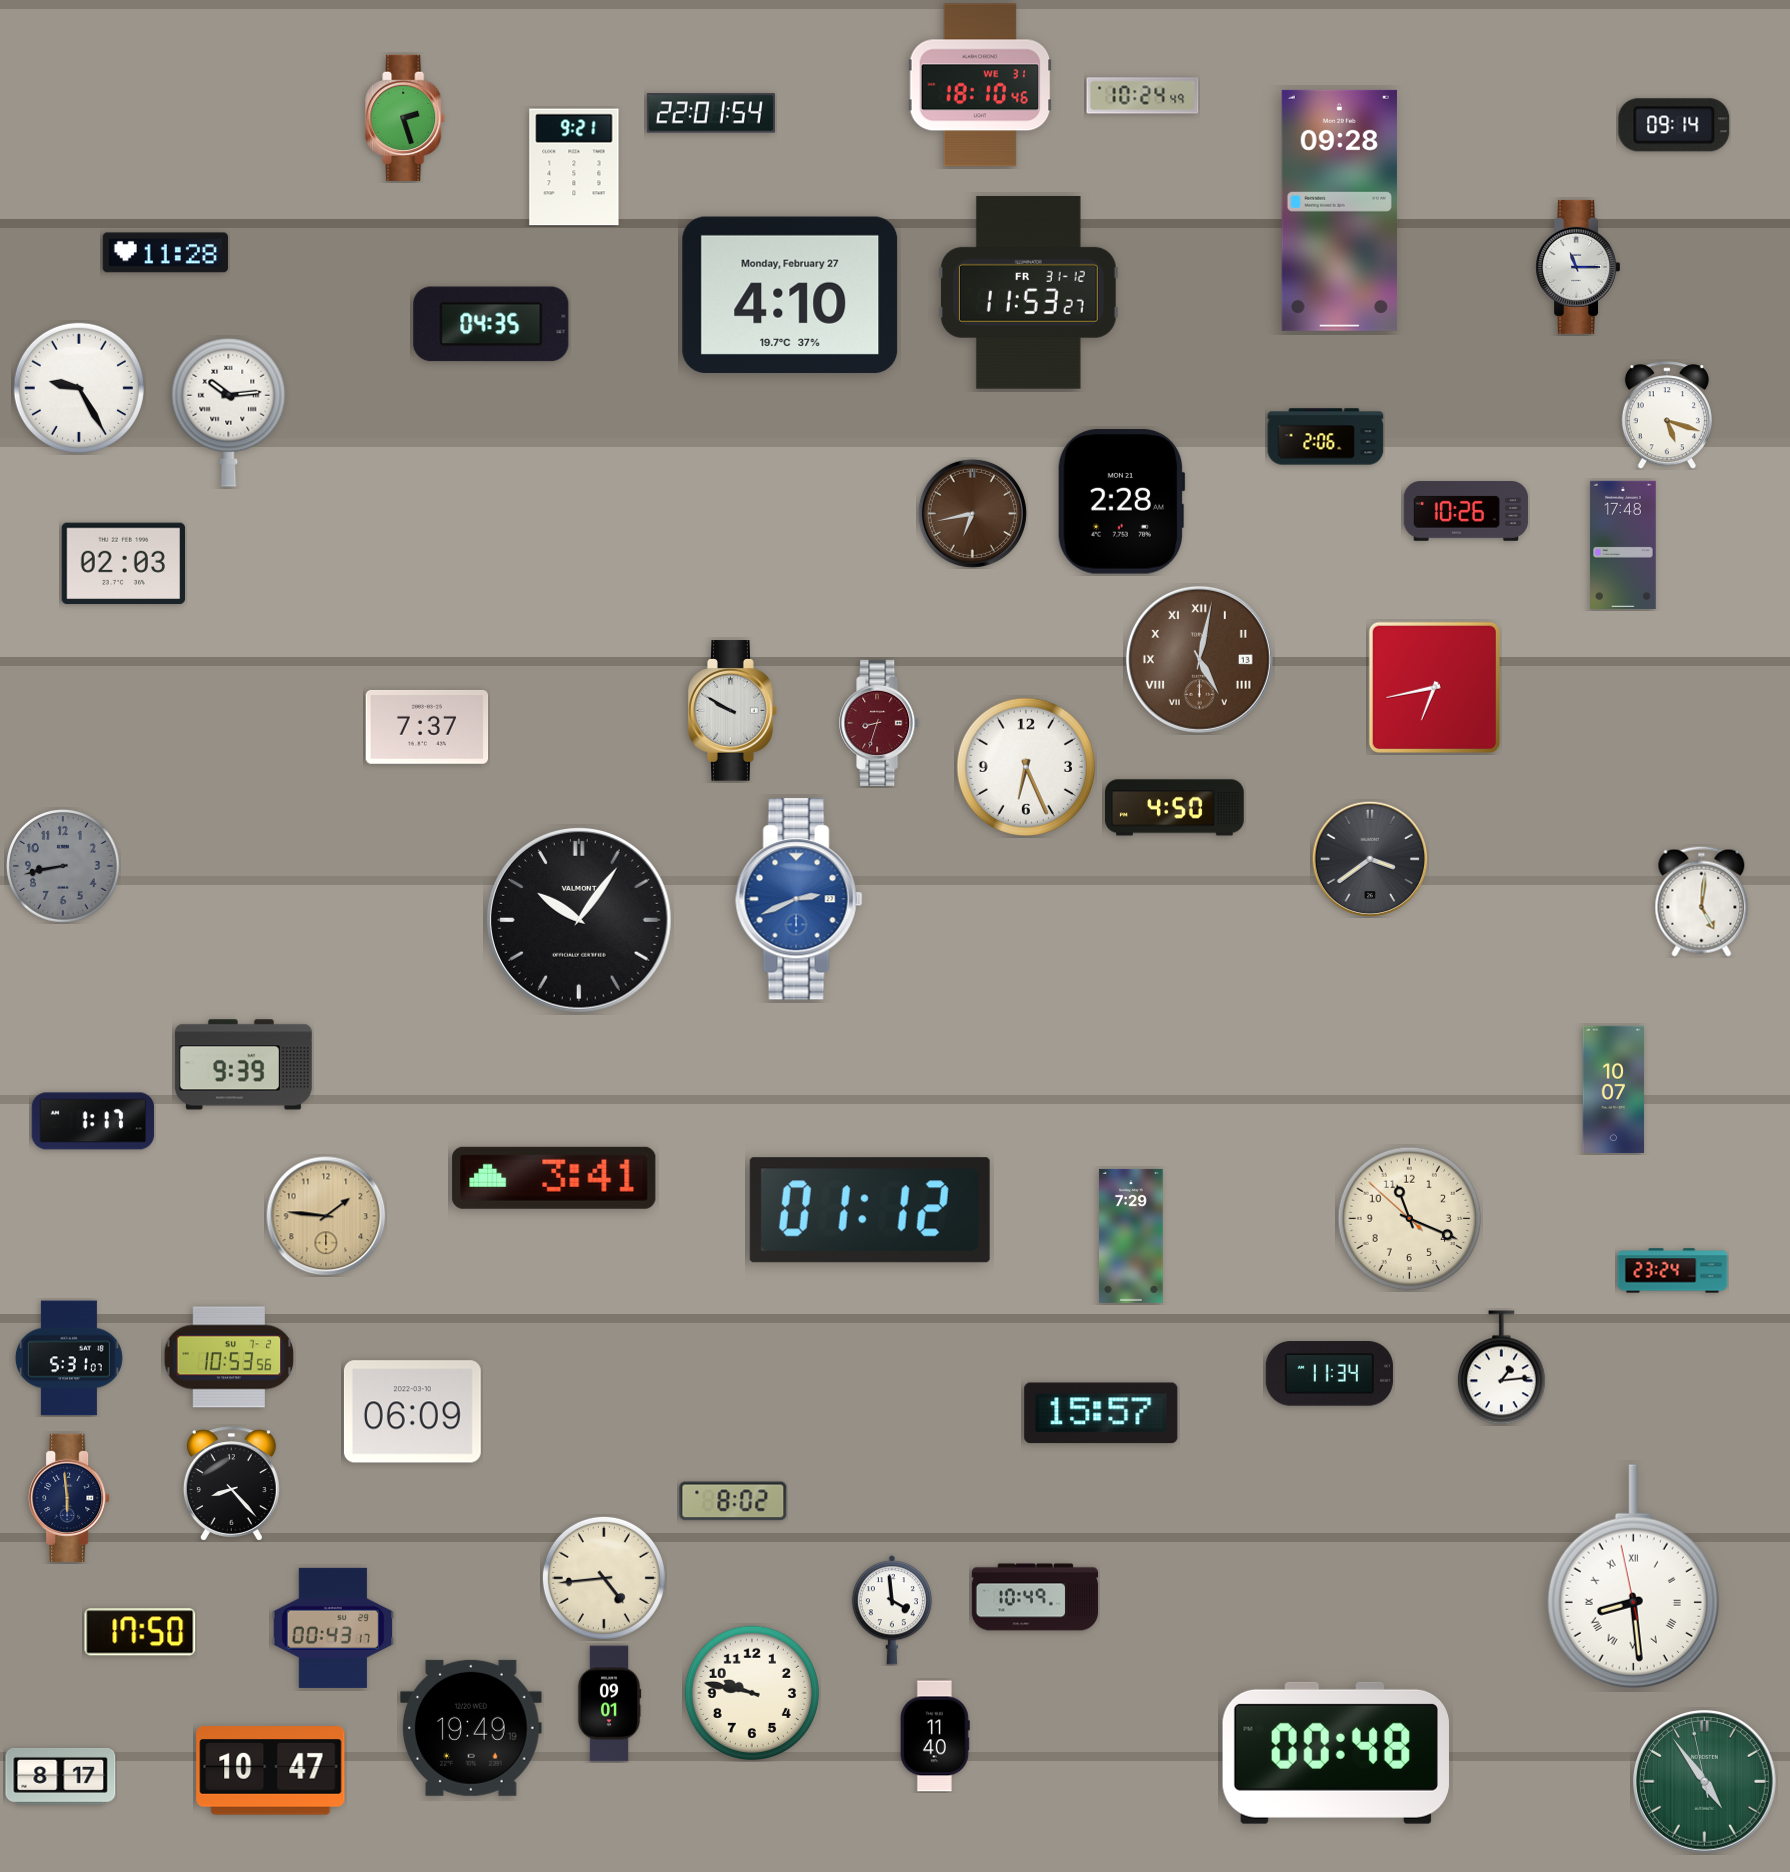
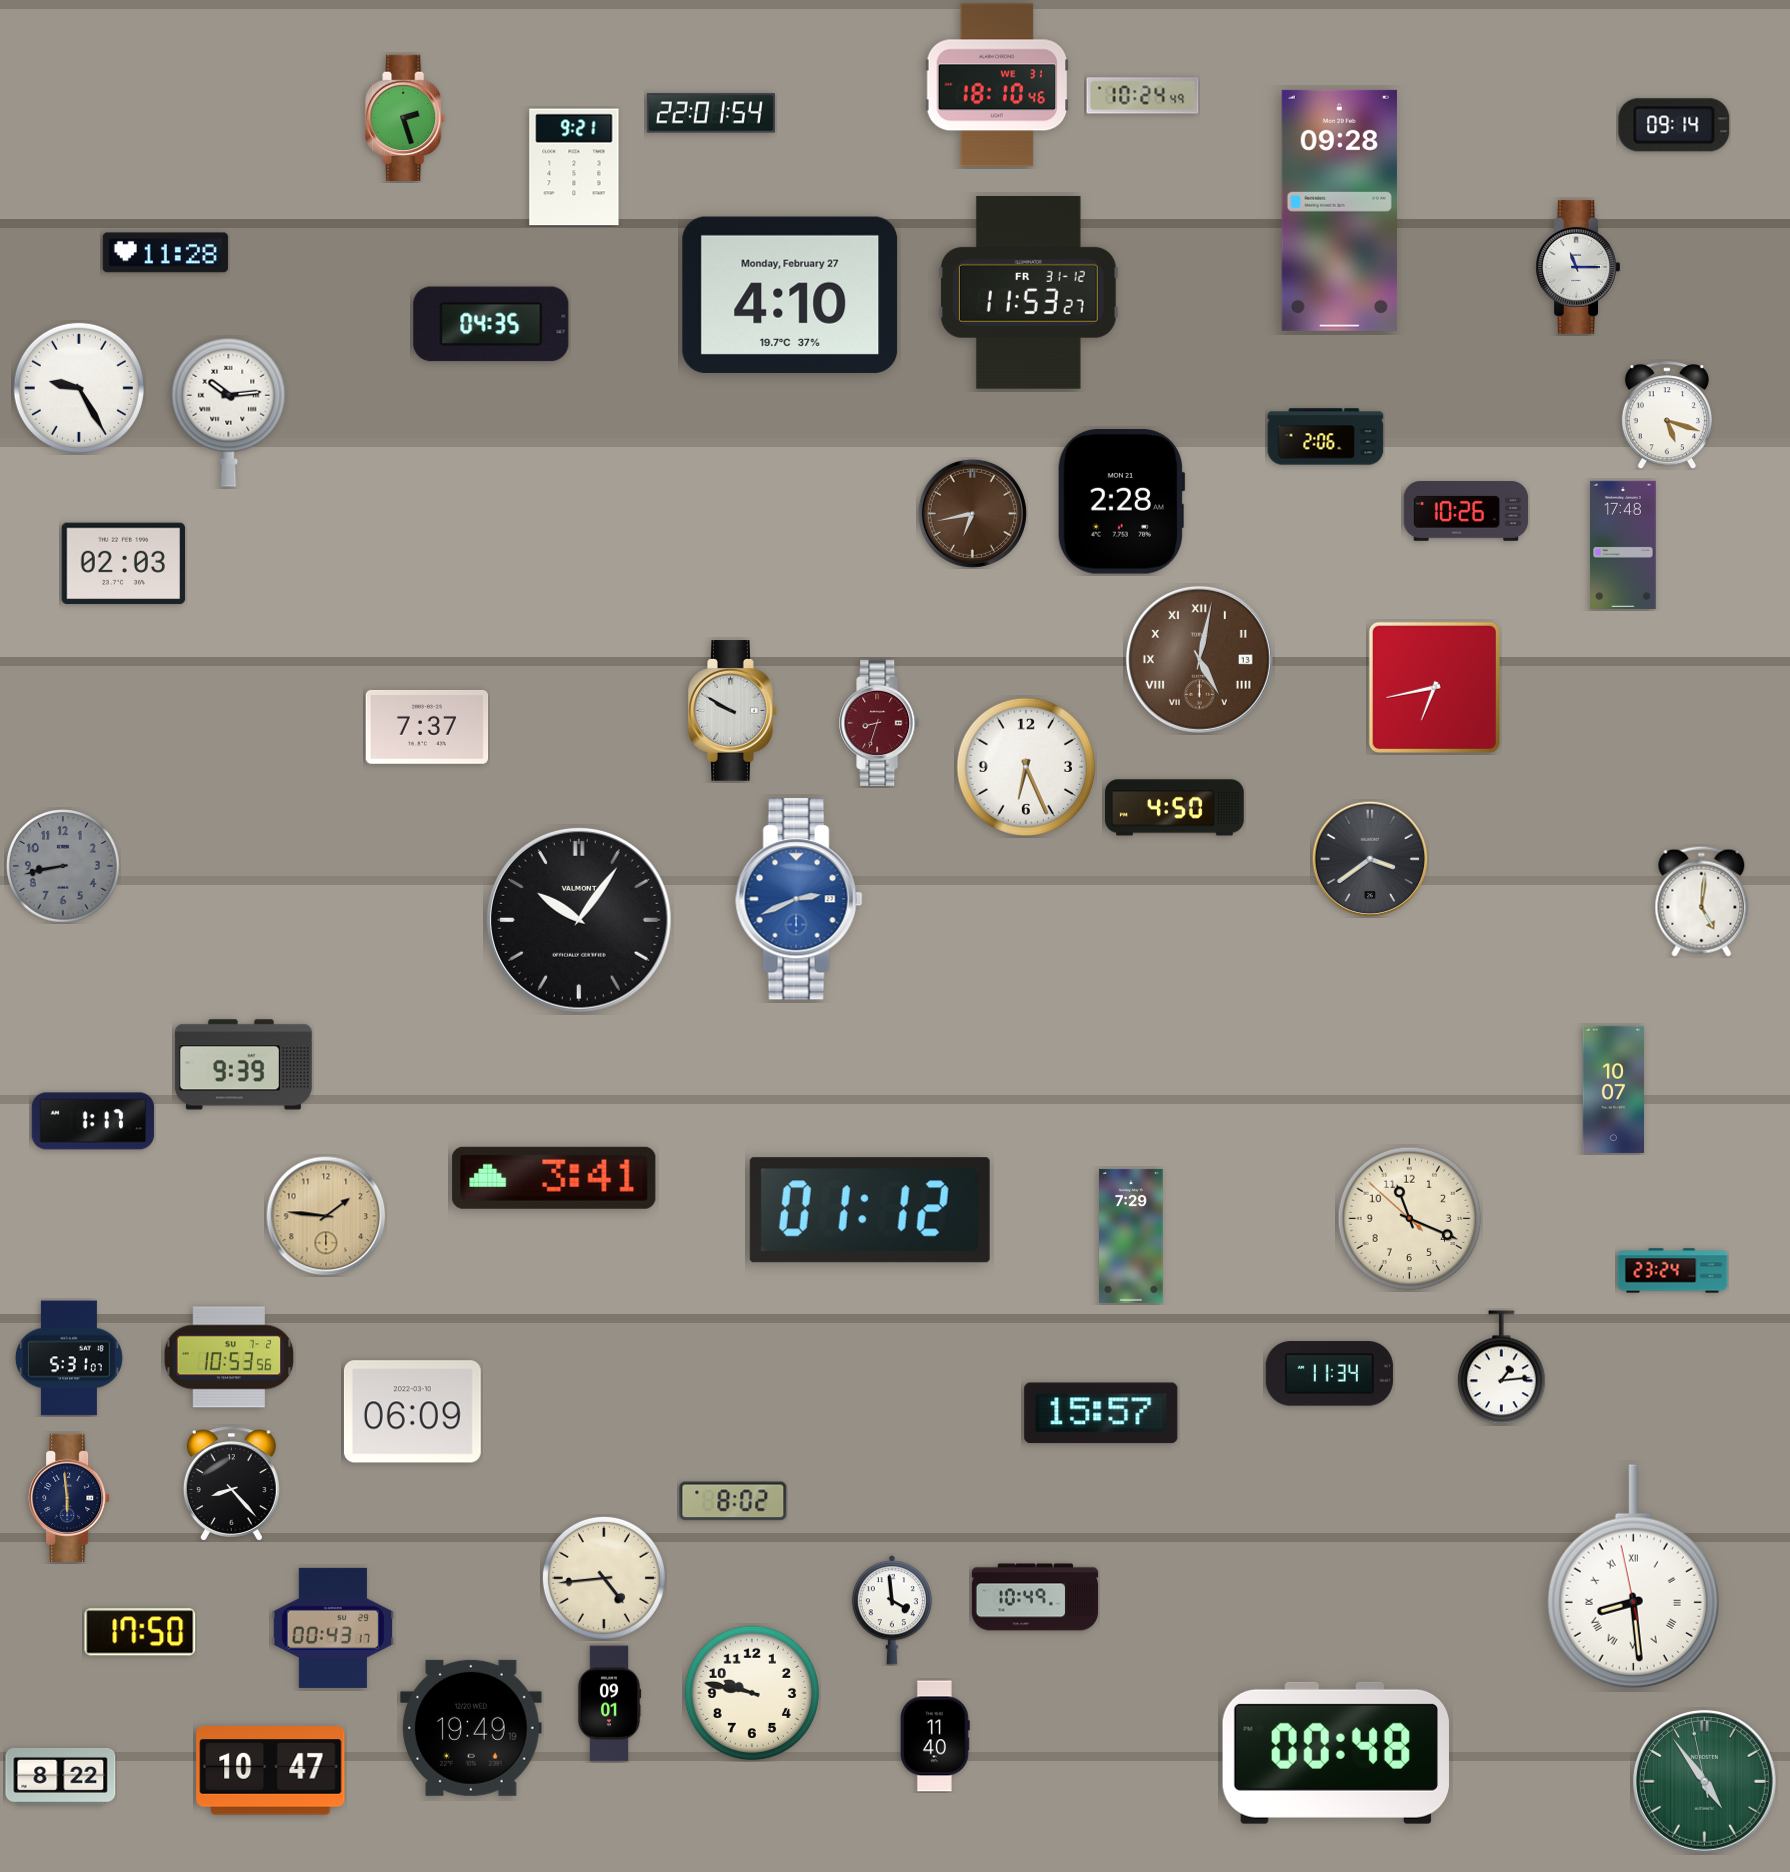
clock at (980, 85) position: (980, 85) -> (997, 85)
clock at (61, 1776): 8:17 -> 8:22
